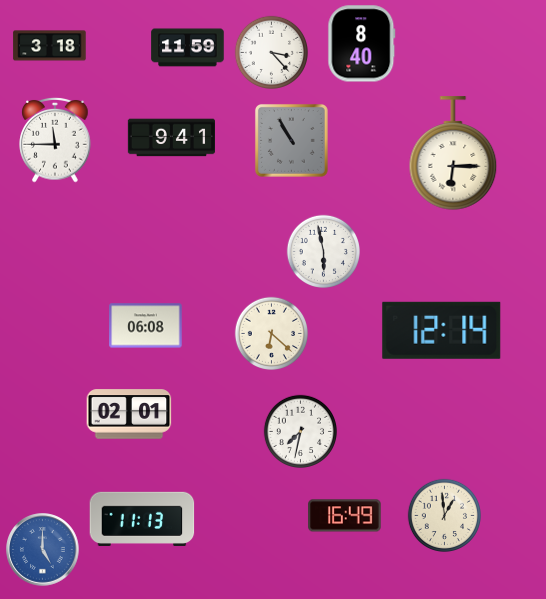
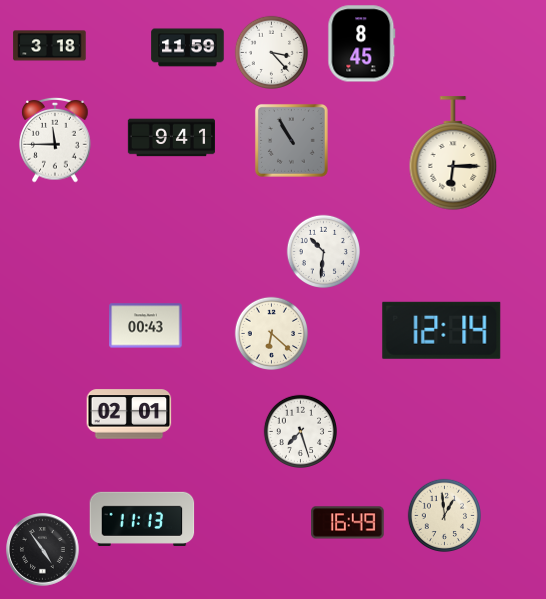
clock at (362, 44): 8:40 -> 8:45
clock at (323, 251): 5:58 -> 10:31
clock at (146, 326): 06:08 -> 00:43
clock at (300, 431): 7:32 -> 7:27
clock at (345, 516) position: (345, 516) -> (348, 523)
clock at (43, 550): 5:00 -> 4:54
clock at (43, 550) dial: blue -> black
